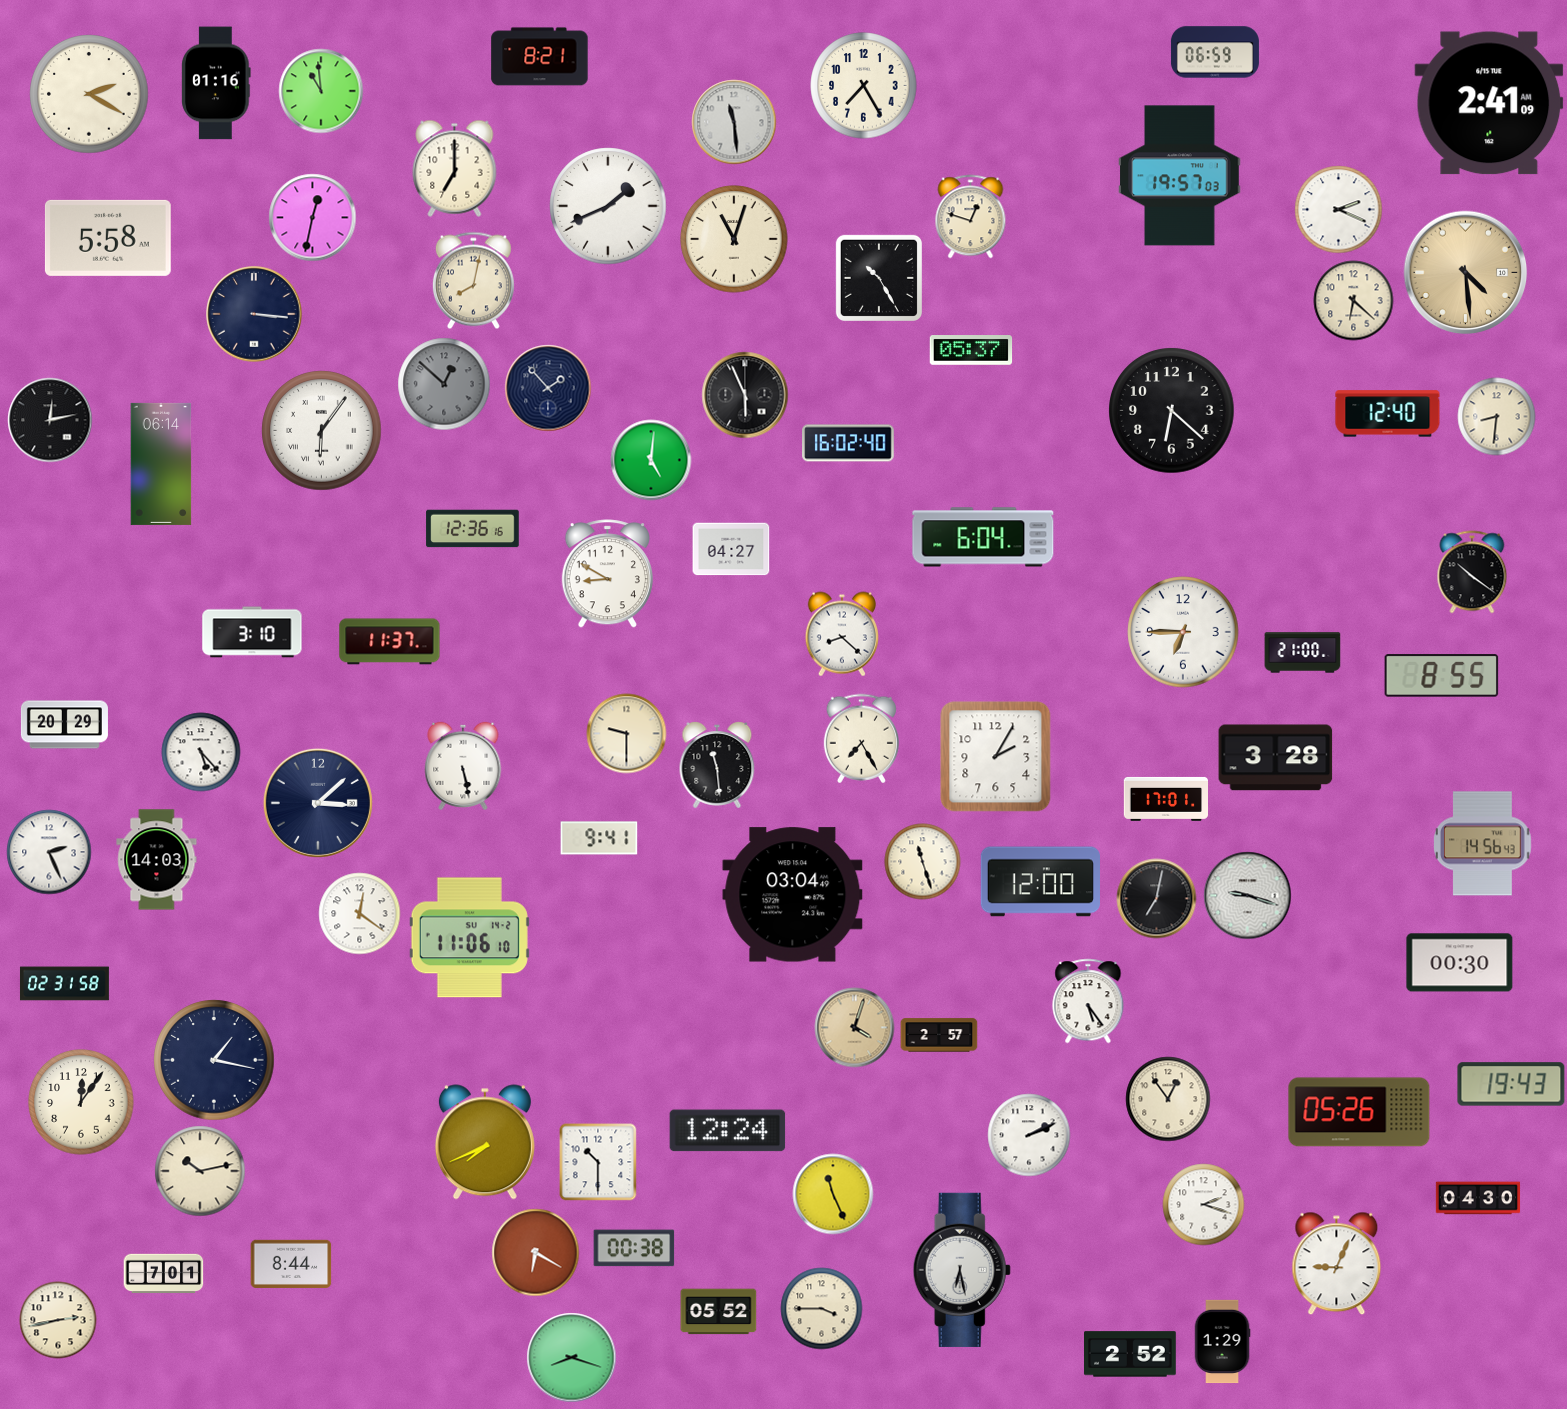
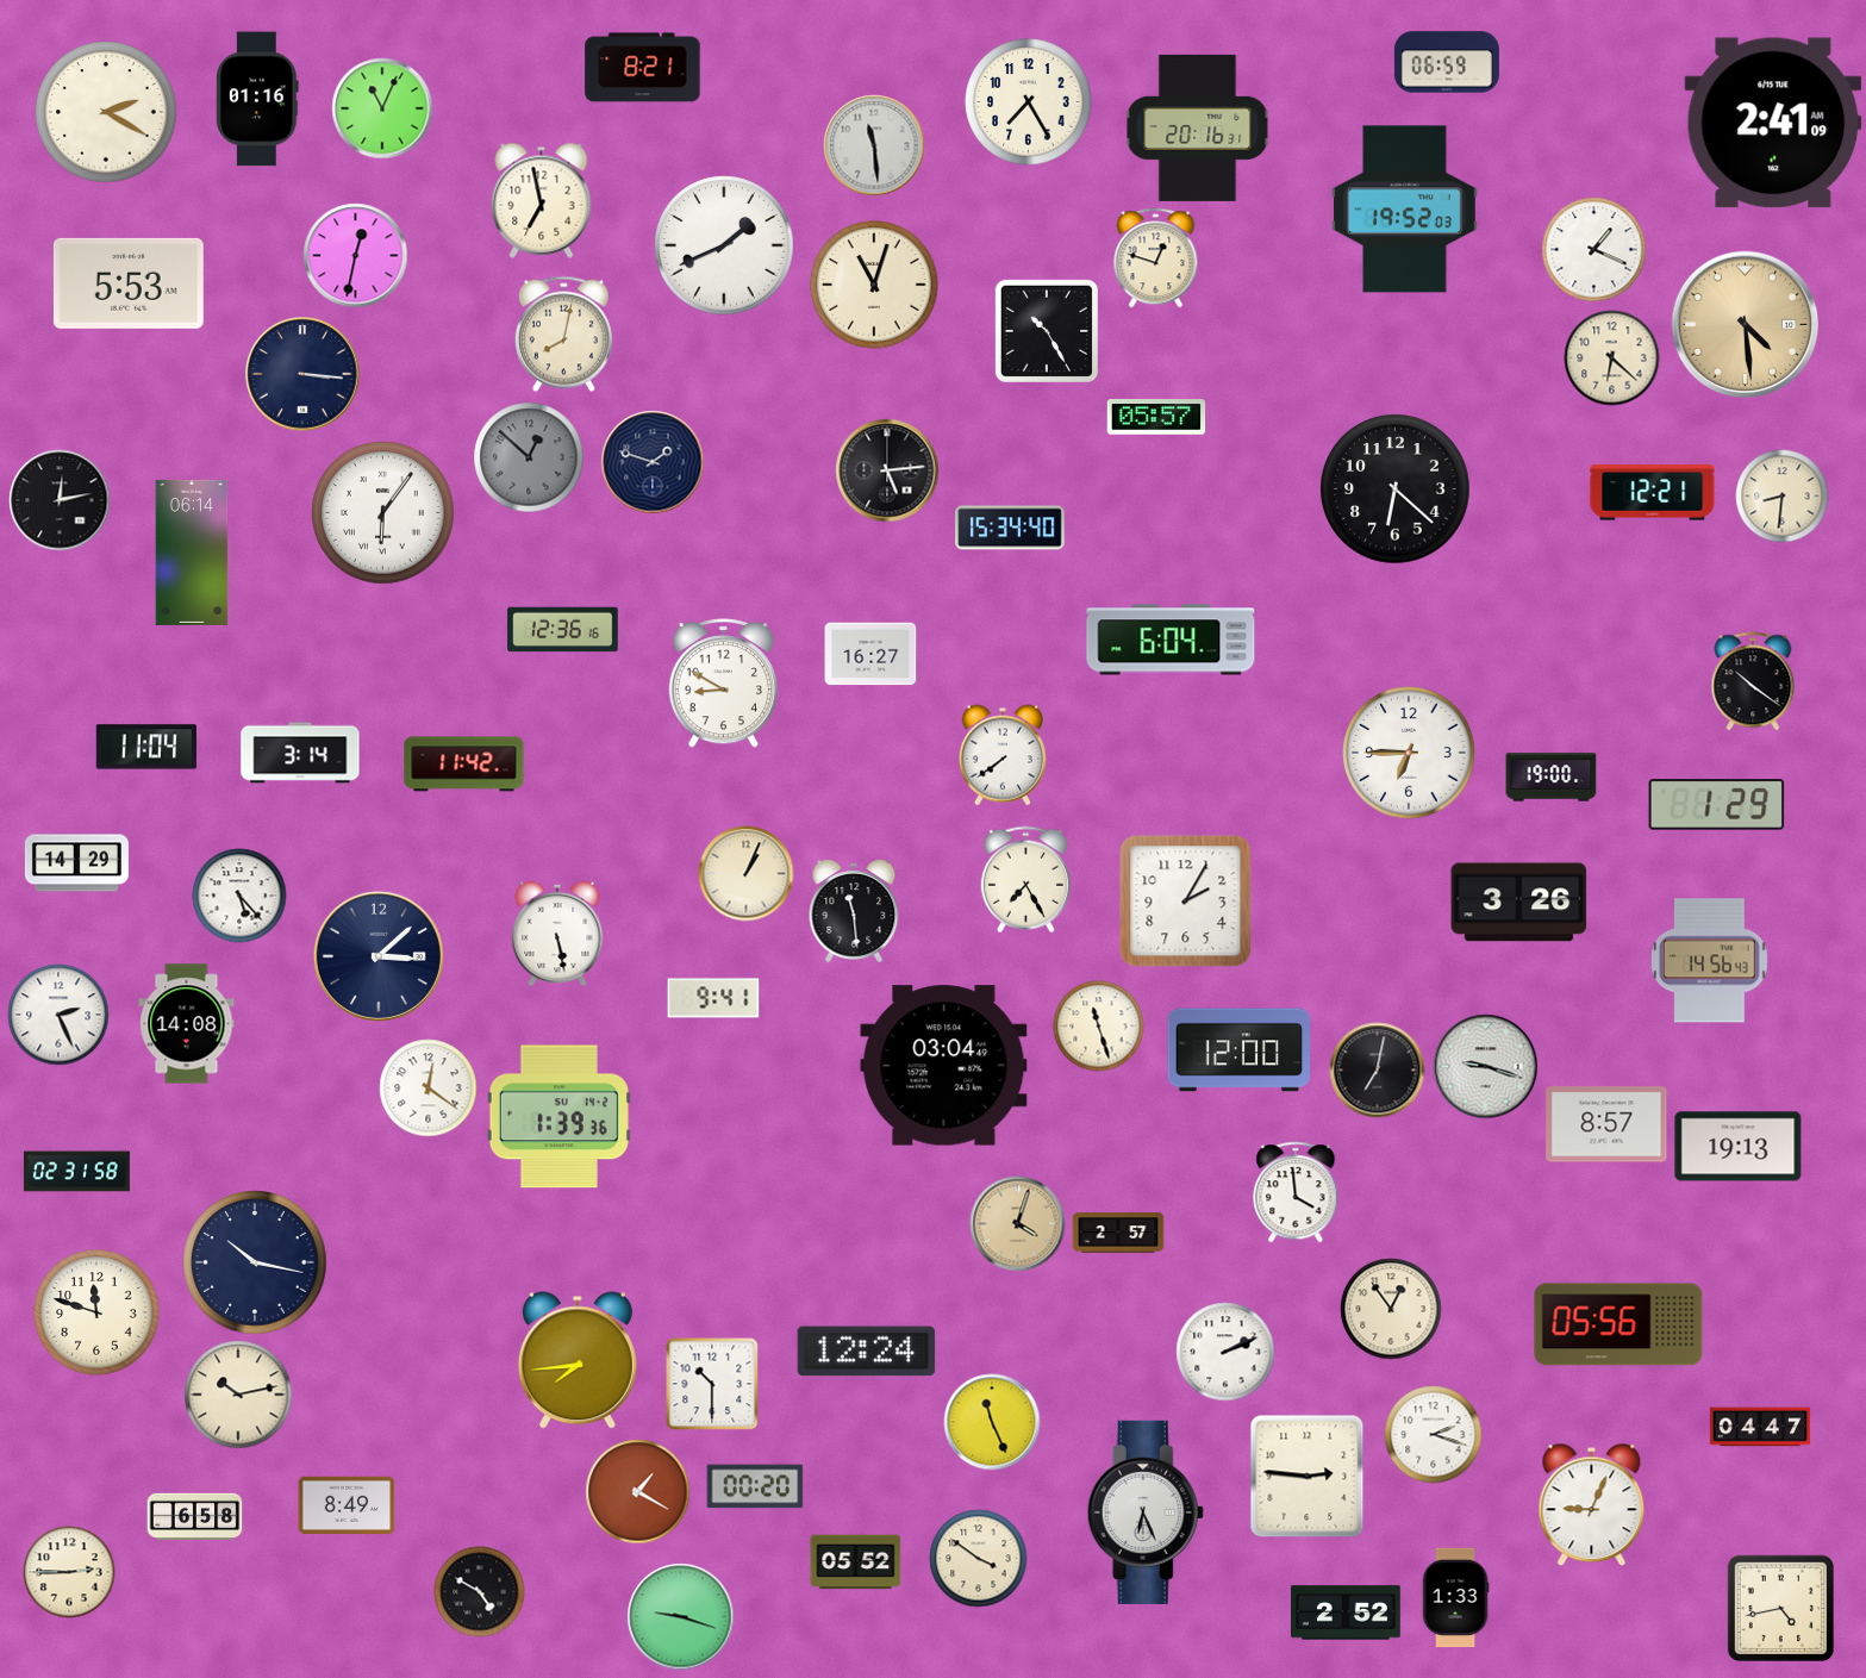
clock at (321, 91): 10:59 -> 11:04
clock at (1198, 127): none -> 20:16
clock at (455, 168): 7:00 -> 6:58
clock at (1180, 176): 19:57 -> 19:52
clock at (1339, 210): 2:19 -> 1:19
clock at (313, 218) position: (313, 218) -> (356, 256)
clock at (108, 238): 5:58 -> 5:53
clock at (971, 350): 05:37 -> 05:57
clock at (548, 388): 1:53 -> 1:48
clock at (745, 395): 5:56 -> 5:14
clock at (1388, 414): 12:40 -> 12:21
clock at (848, 443): 16:02 -> 15:34
clock at (651, 460): 5:01 -> none
clock at (731, 549): 04:27 -> 16:27
clock at (145, 747): none -> 11:04
clock at (252, 632): 3:10 -> 3:14
clock at (842, 634): 8:22 -> 7:39
clock at (390, 642): 11:37 -> 11:42
clock at (1303, 653): 21:00 -> 19:00
clock at (1442, 676): 8:55 -> 1:29
clock at (64, 725): 20:29 -> 14:29
clock at (627, 734): 9:30 -> 1:04
clock at (1276, 758): 3:28 -> 3:26
clock at (463, 766) position: (463, 766) -> (557, 934)
clock at (1165, 799): 17:01 -> none
clock at (1483, 844) position: (1483, 844) -> (1710, 961)
clock at (157, 860): 14:03 -> 14:08
clock at (469, 938): 11:06 -> 1:39
clock at (1606, 1124): none -> 8:57
clock at (1460, 963): 00:30 -> 19:13
clock at (1088, 1001): 5:24 -> 3:59
clock at (214, 1060): 1:17 -> 10:17
clock at (1511, 1084): 19:43 -> none
clock at (81, 1102): 12:06 -> 11:48
clock at (1359, 1112): 05:26 -> 05:56
clock at (728, 1131) position: (728, 1131) -> (867, 1352)
clock at (485, 1142): 7:41 -> 7:44
clock at (1478, 1198): 04:30 -> 04:47
clock at (1308, 1477): none -> 2:46
clock at (634, 1248): 00:38 -> 00:20
clock at (536, 1253): 6:20 -> 1:20
clock at (291, 1264): 8:44 -> 8:49
clock at (962, 1270): 6:28 -> 6:26
clock at (164, 1274): 7:01 -> 6:58
clock at (822, 1309): 3:45 -> 3:51
clock at (58, 1320): 2:43 -> 2:45
clock at (480, 1592): none -> 4:50
clock at (1222, 1342): 1:29 -> 1:33
clock at (1781, 1609): none -> 4:43
clock at (572, 1358): 8:18 -> 9:18
